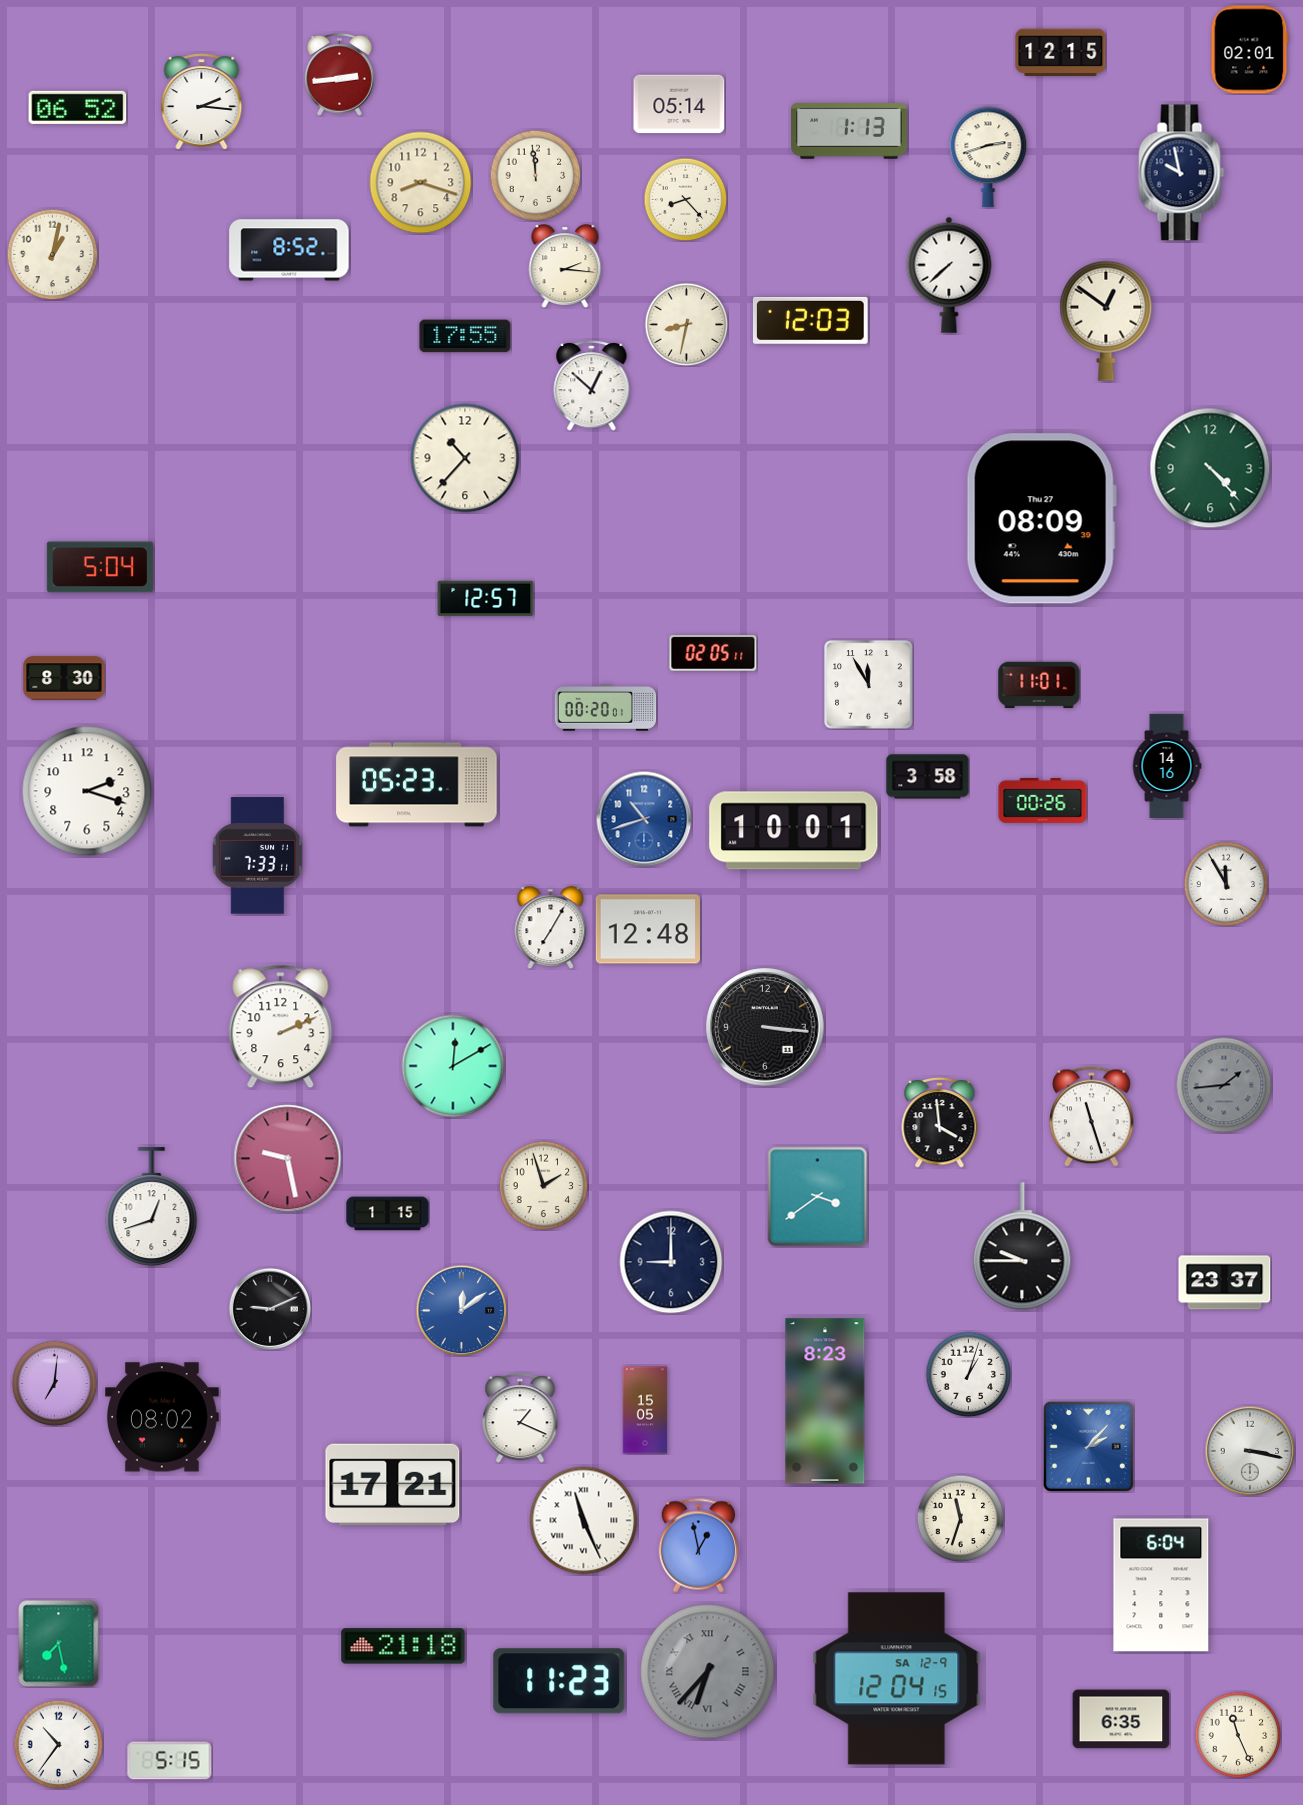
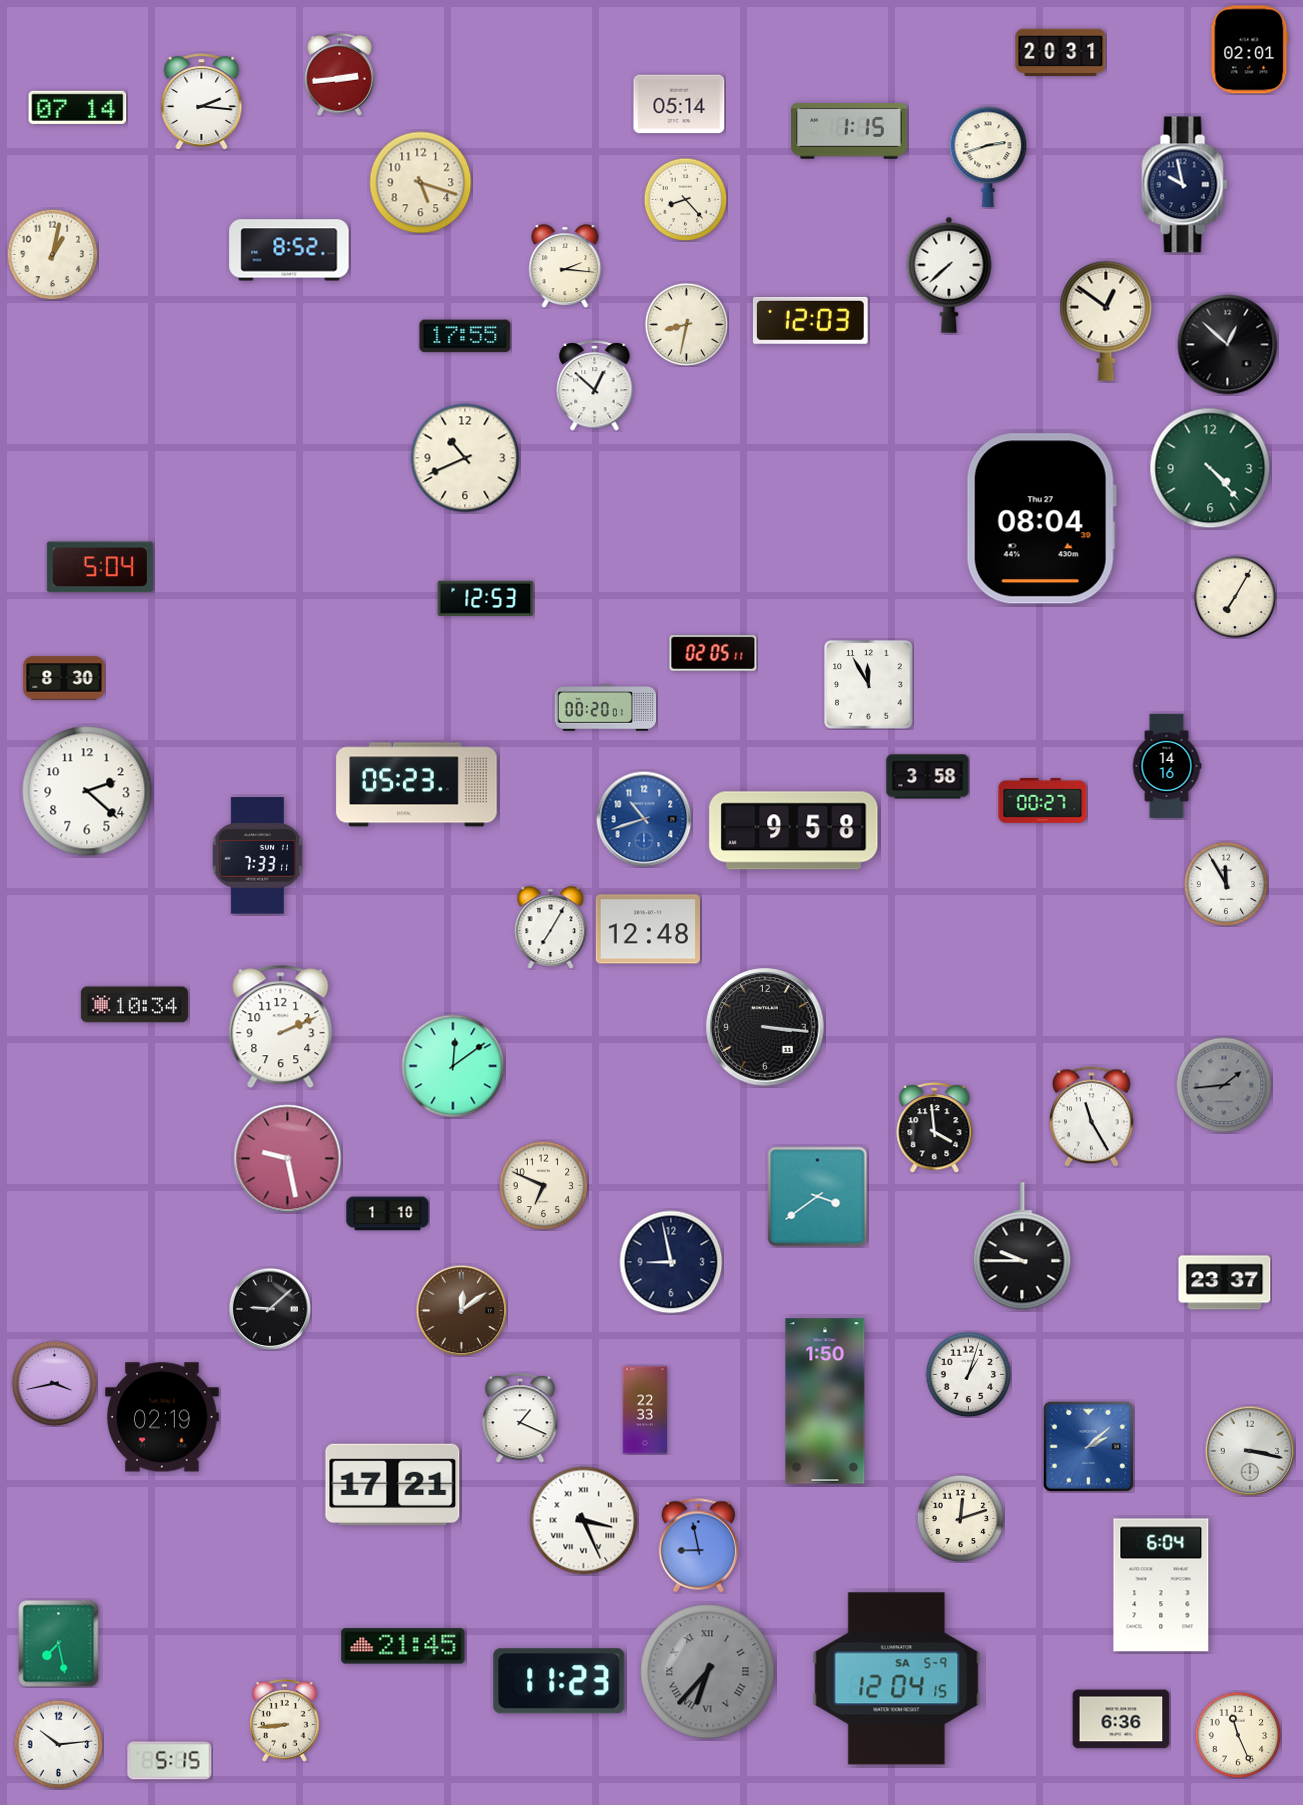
clock at (1061, 53): 12:15 -> 20:31
clock at (78, 107): 06:52 -> 07:14
clock at (849, 131): 1:13 -> 1:15
clock at (1182, 173) position: (1182, 173) -> (1185, 185)
clock at (535, 175): 11:59 -> none
clock at (421, 183): 8:18 -> 5:18
clock at (1228, 345): none -> 12:52
clock at (592, 385) position: (592, 385) -> (595, 385)
clock at (465, 458): 10:37 -> 10:41
clock at (1041, 519): 08:09 -> 08:04
clock at (1235, 597): none -> 7:05
clock at (486, 599): 12:57 -> 12:53
clock at (1039, 685): 11:01 -> none
clock at (87, 791): 2:18 -> 2:22
clock at (1043, 800): 00:26 -> 00:27
clock at (794, 831): 10:01 -> 9:58
clock at (134, 1005): none -> 10:34
clock at (453, 1066): 12:10 -> 12:09
clock at (1092, 1117): 11:27 -> 11:25
clock at (940, 1122) position: (940, 1122) -> (935, 1127)
clock at (543, 1185): 1:57 -> 6:49
clock at (152, 1207): 12:42 -> none
clock at (388, 1214): 1:15 -> 1:10
clock at (671, 1262): 9:00 -> 8:58
clock at (270, 1309): 9:11 -> 9:08
clock at (461, 1310) dial: blue -> brown
clock at (54, 1383): 7:01 -> 3:43
clock at (825, 1401): 8:23 -> 1:50
clock at (645, 1410): 15:05 -> 22:33
clock at (162, 1417): 08:02 -> 02:19
clock at (1088, 1446): 2:07 -> 2:08
clock at (960, 1518): 11:33 -> 12:12
clock at (584, 1521): 11:26 -> 3:26
clock at (698, 1546): 12:58 -> 8:58
clock at (403, 1646): 21:18 -> 21:45
clock at (897, 1679) date: SA 12-9 -> SA 5-9
clock at (1121, 1719): 6:35 -> 6:36
clock at (285, 1720): none -> 8:44
clock at (58, 1744): 10:36 -> 10:14
